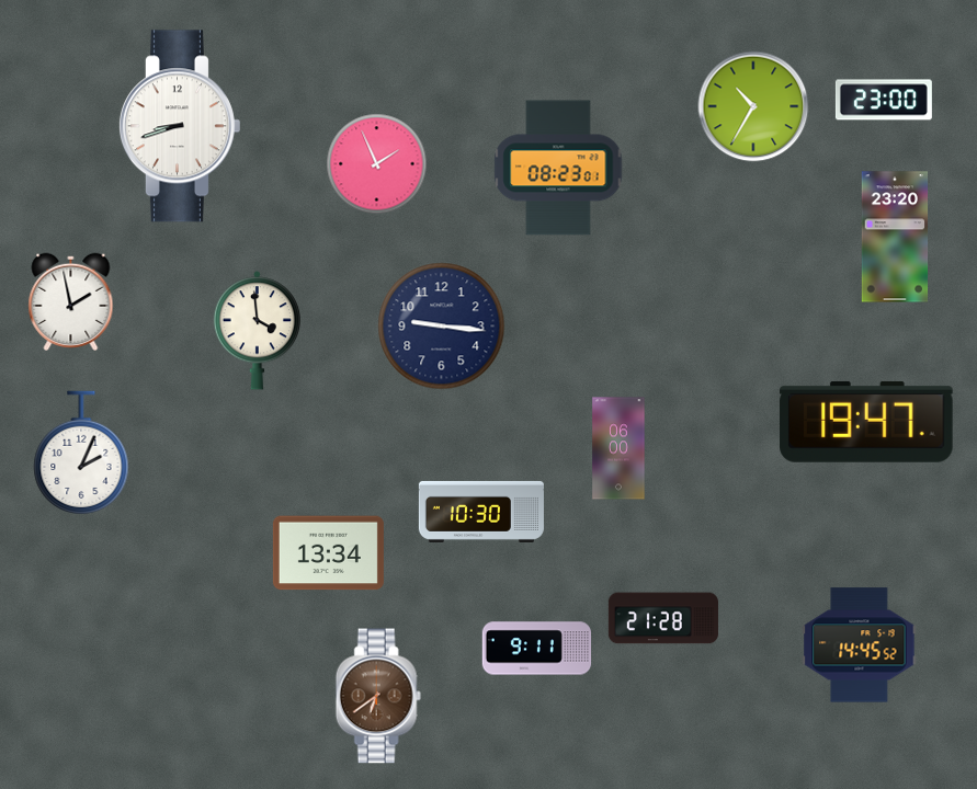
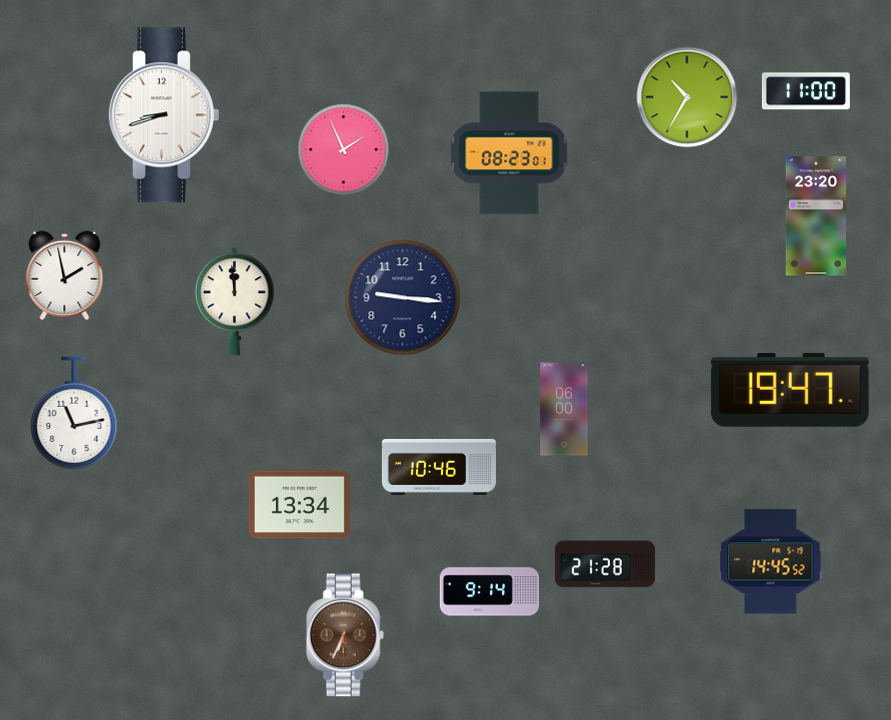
clock at (884, 100): 23:00 -> 11:00
clock at (257, 331): 3:59 -> 11:59
clock at (866, 422) position: (866, 422) -> (790, 390)
clock at (81, 454): 2:04 -> 11:13
clock at (481, 512): 10:30 -> 10:46
clock at (860, 645) position: (860, 645) -> (771, 562)
clock at (537, 649): 9:11 -> 9:14
clock at (378, 696): 6:39 -> 6:34
